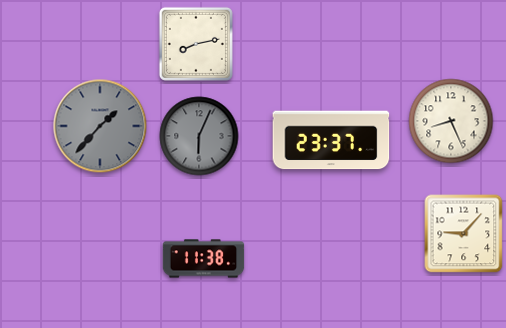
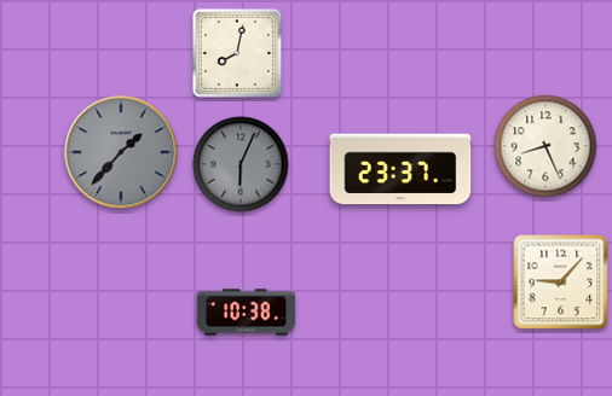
clock at (196, 44): 8:13 -> 8:02
clock at (204, 259): 11:38 -> 10:38
